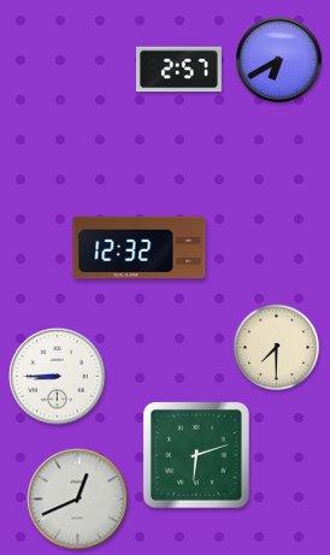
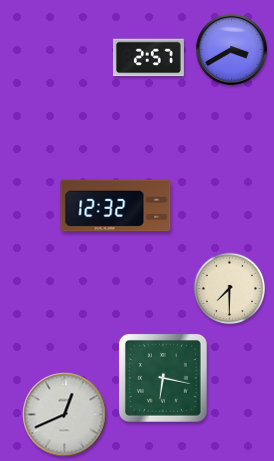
clock at (278, 59): 6:40 -> 3:40
clock at (58, 377): 8:45 -> none
clock at (196, 455): 6:12 -> 6:17
